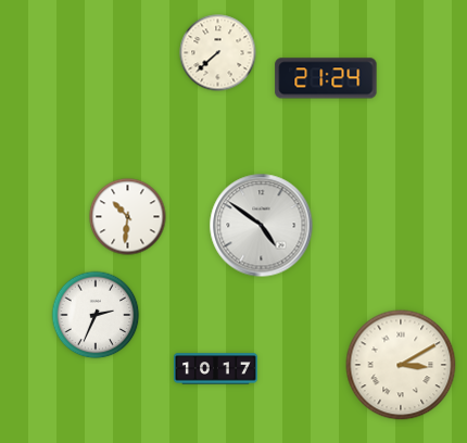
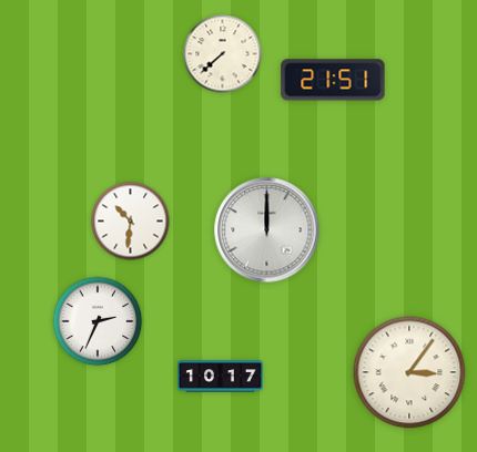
clock at (326, 78): 21:24 -> 21:51
clock at (262, 226): 4:51 -> 12:00
clock at (401, 365): 3:10 -> 3:06
